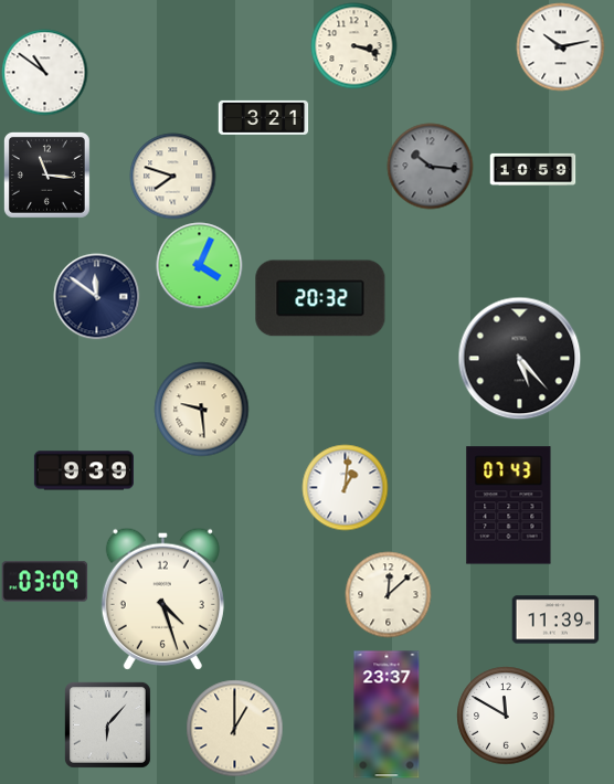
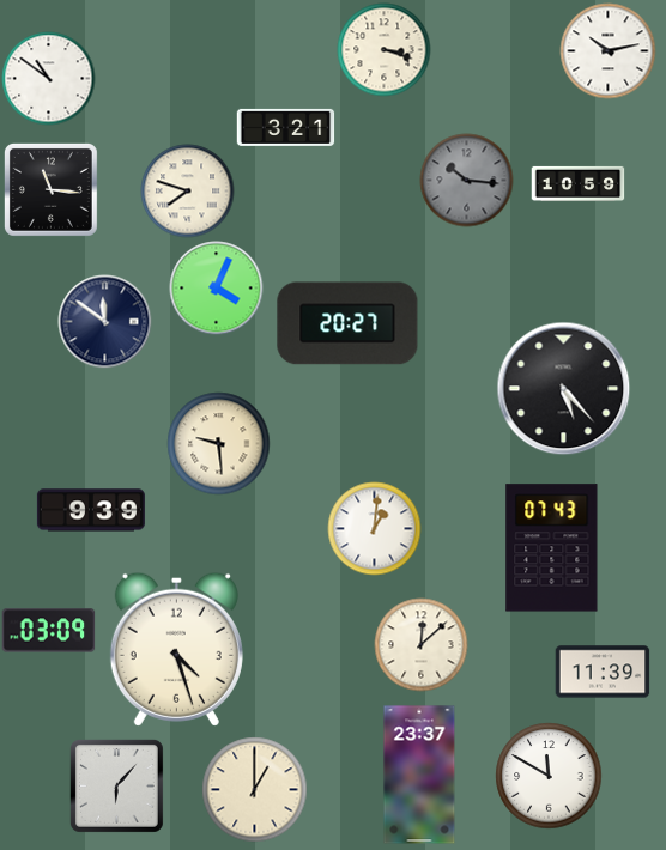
clock at (320, 298): 20:32 -> 20:27
